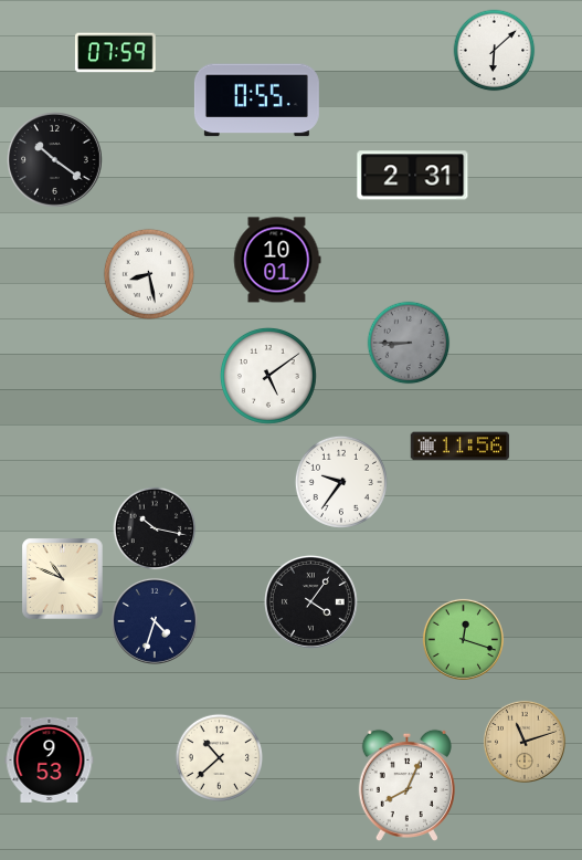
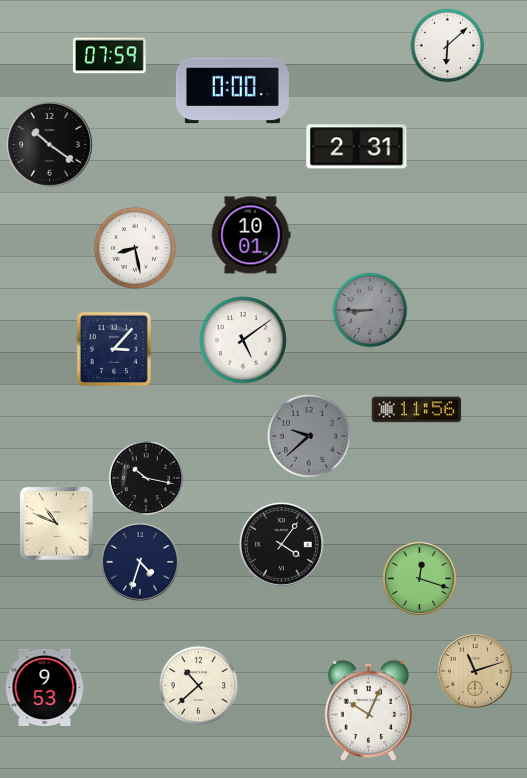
clock at (115, 53) position: (115, 53) -> (109, 56)
clock at (256, 101): 0:55 -> 0:00
clock at (413, 176) position: (413, 176) -> (357, 147)
clock at (114, 349): none -> 3:07
clock at (461, 447) position: (461, 447) -> (417, 410)
clock at (341, 482): 9:36 -> 9:38
clock at (341, 482) dial: white -> grey
clock at (155, 528) position: (155, 528) -> (146, 478)
clock at (406, 785): 8:04 -> 10:04
